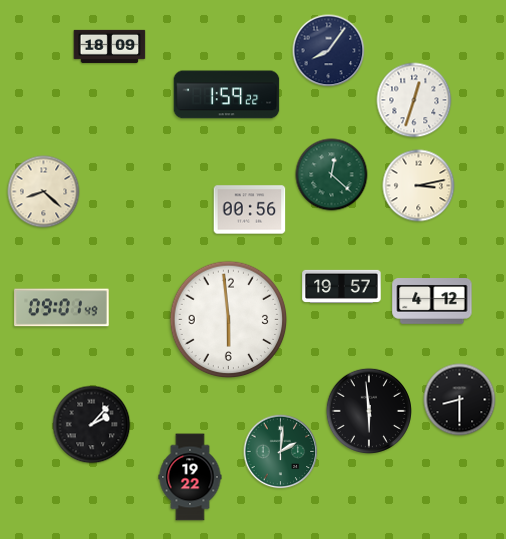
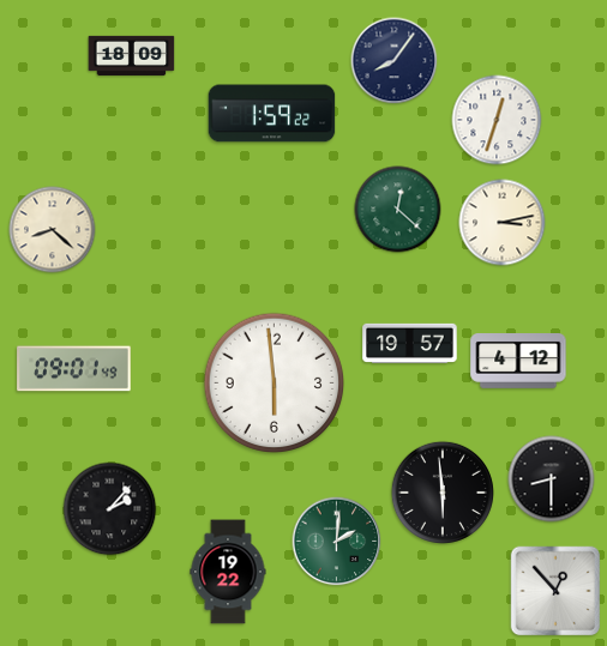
clock at (250, 210): 00:56 -> none
clock at (555, 591): none -> 12:53
